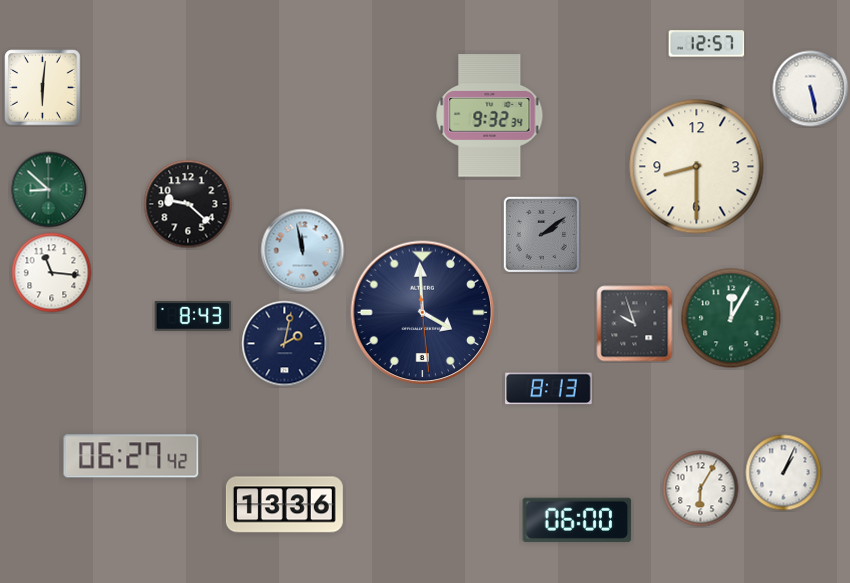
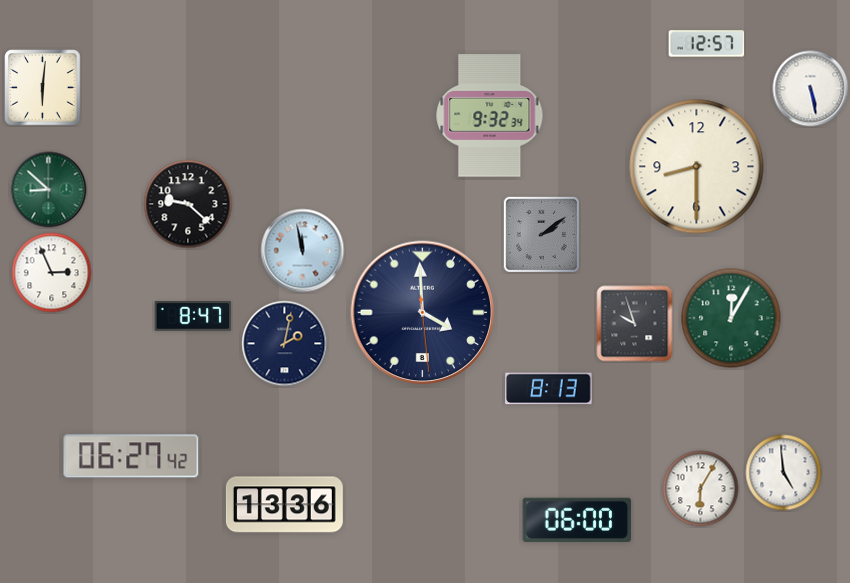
clock at (52, 273): 11:16 -> 2:56
clock at (193, 316): 8:43 -> 8:47
clock at (784, 473): 1:04 -> 4:59
